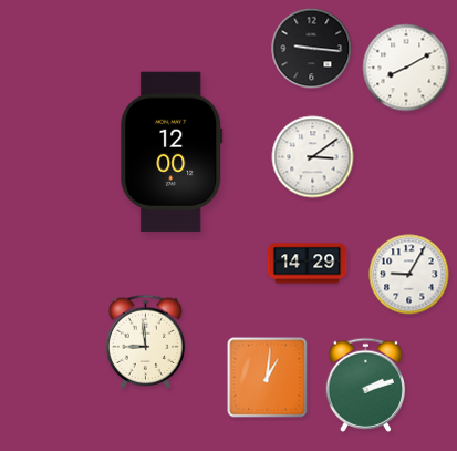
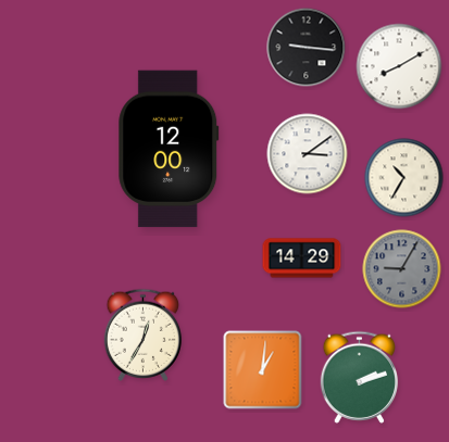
clock at (404, 178): none -> 10:35
clock at (409, 275) dial: white -> grey
clock at (146, 341): 8:59 -> 12:35
